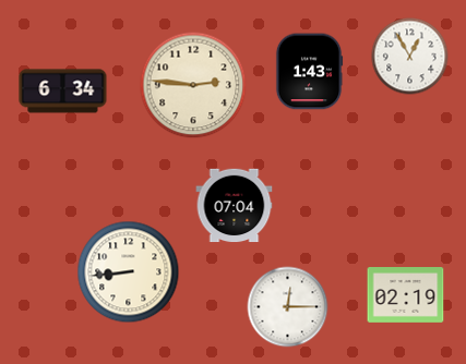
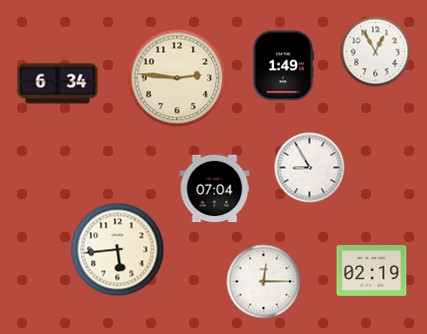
clock at (309, 72): 1:43 -> 1:49
clock at (310, 168): none -> 8:55
clock at (129, 272): 8:44 -> 5:44
